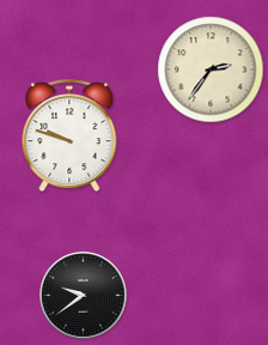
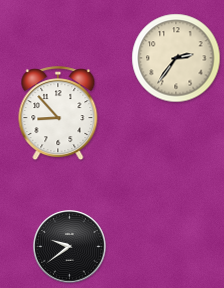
clock at (69, 137): 9:48 -> 8:53
